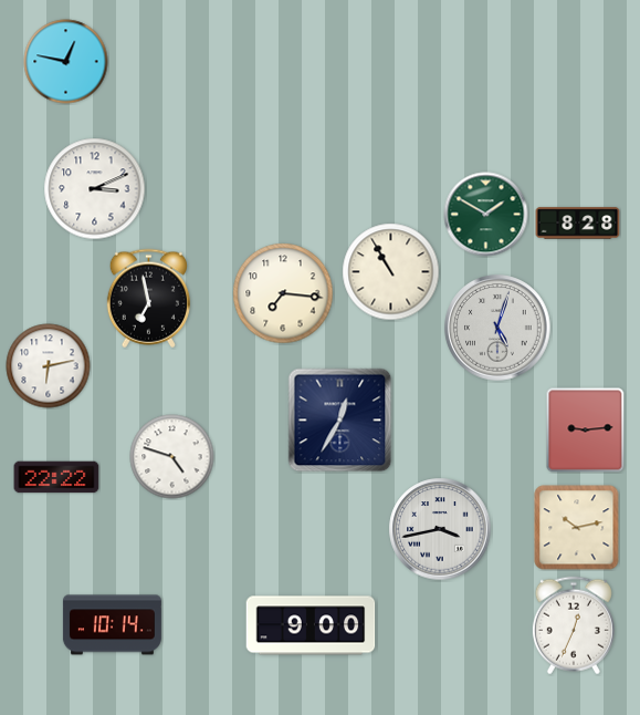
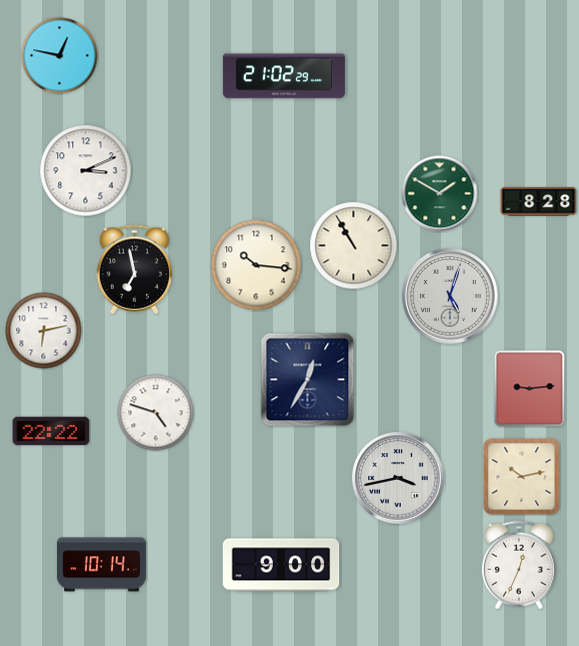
clock at (284, 76): none -> 21:02
clock at (578, 224) position: (578, 224) -> (539, 202)
clock at (283, 293): 7:16 -> 10:16
